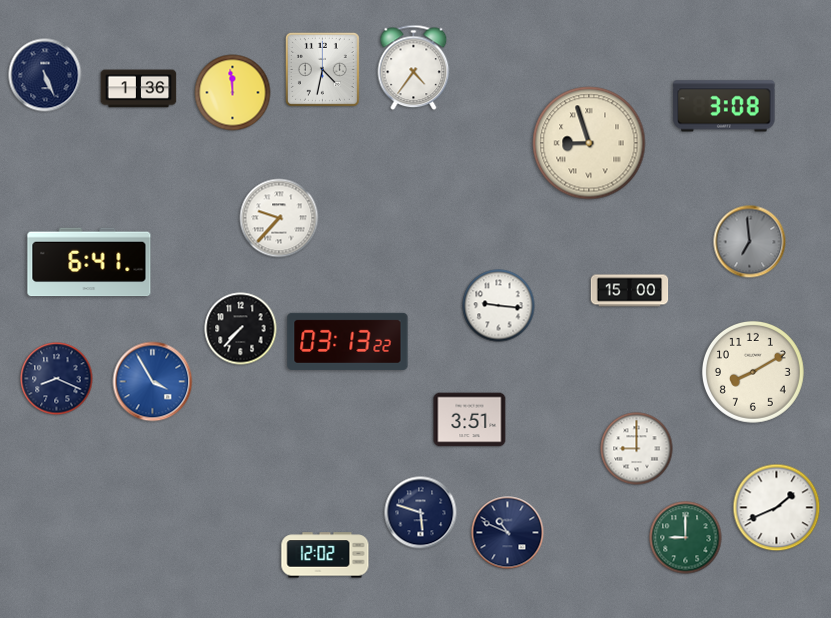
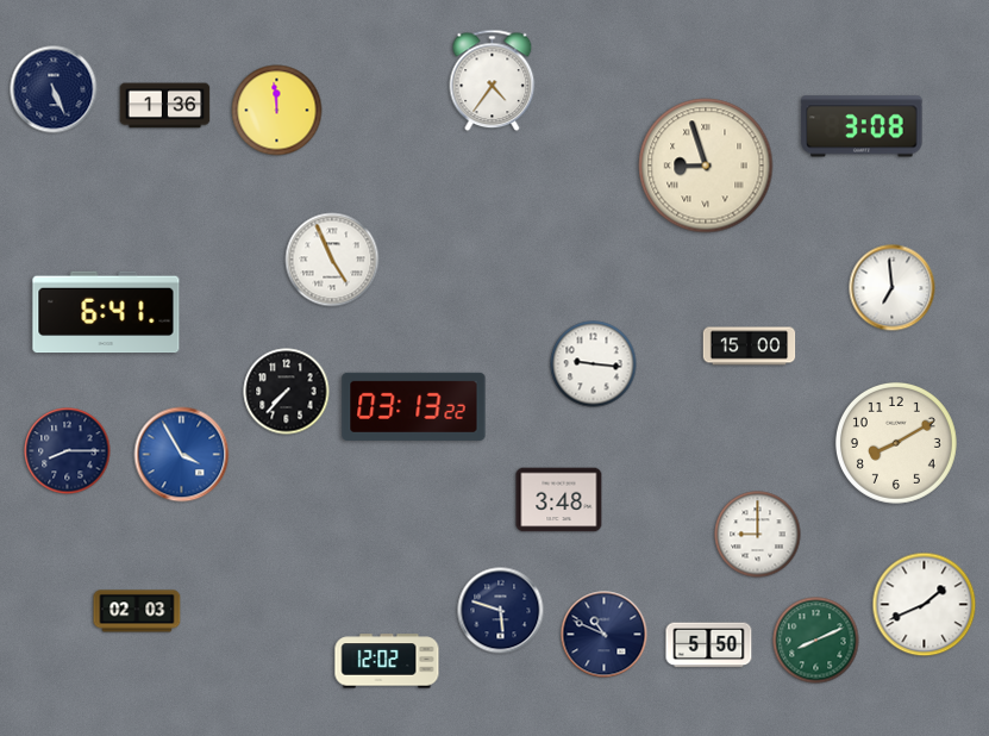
clock at (322, 69): 4:32 -> none
clock at (589, 143) position: (589, 143) -> (706, 166)
clock at (279, 218): 9:37 -> 4:56
clock at (750, 242) dial: grey -> white
clock at (57, 379): 8:19 -> 8:15
clock at (470, 420): 3:51 -> 3:48
clock at (137, 611): none -> 02:03
clock at (686, 538): 9:00 -> 8:11
clock at (709, 645): none -> 5:50
